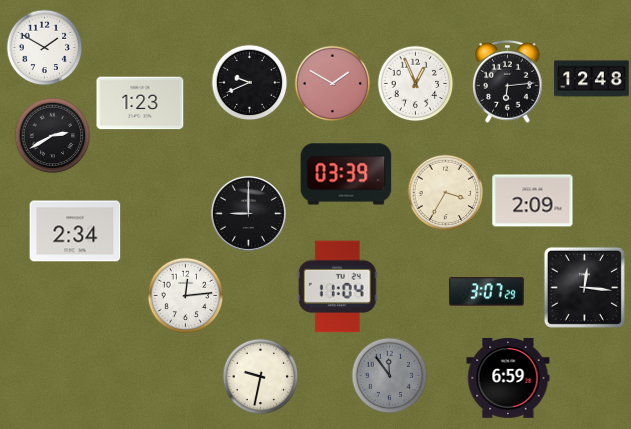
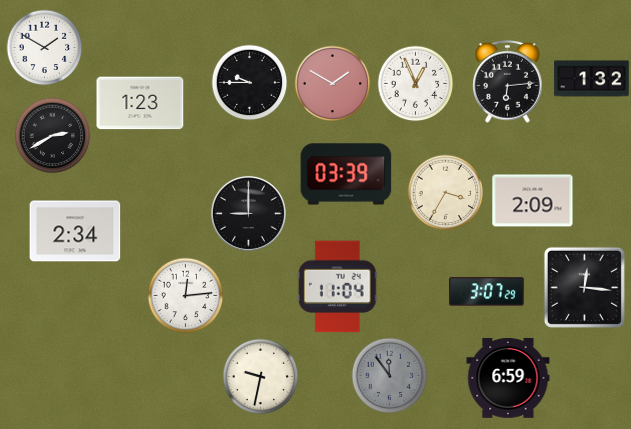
clock at (592, 79): 12:48 -> 1:32
clock at (250, 83): 9:41 -> 9:45
